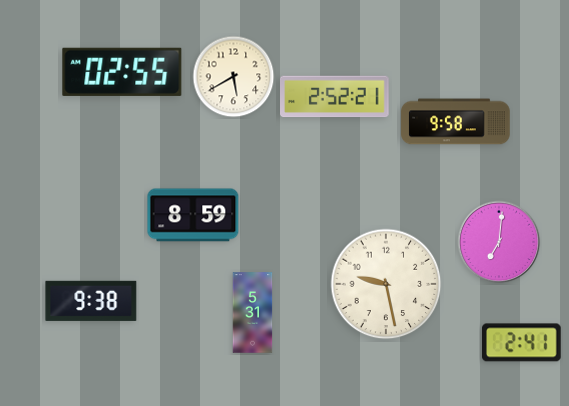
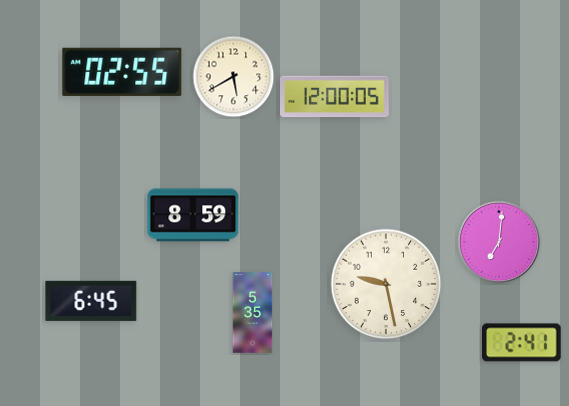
clock at (335, 97): 2:52 -> 12:00
clock at (456, 122): 9:58 -> none
clock at (91, 301): 9:38 -> 6:45
clock at (253, 313): 5:31 -> 5:35
